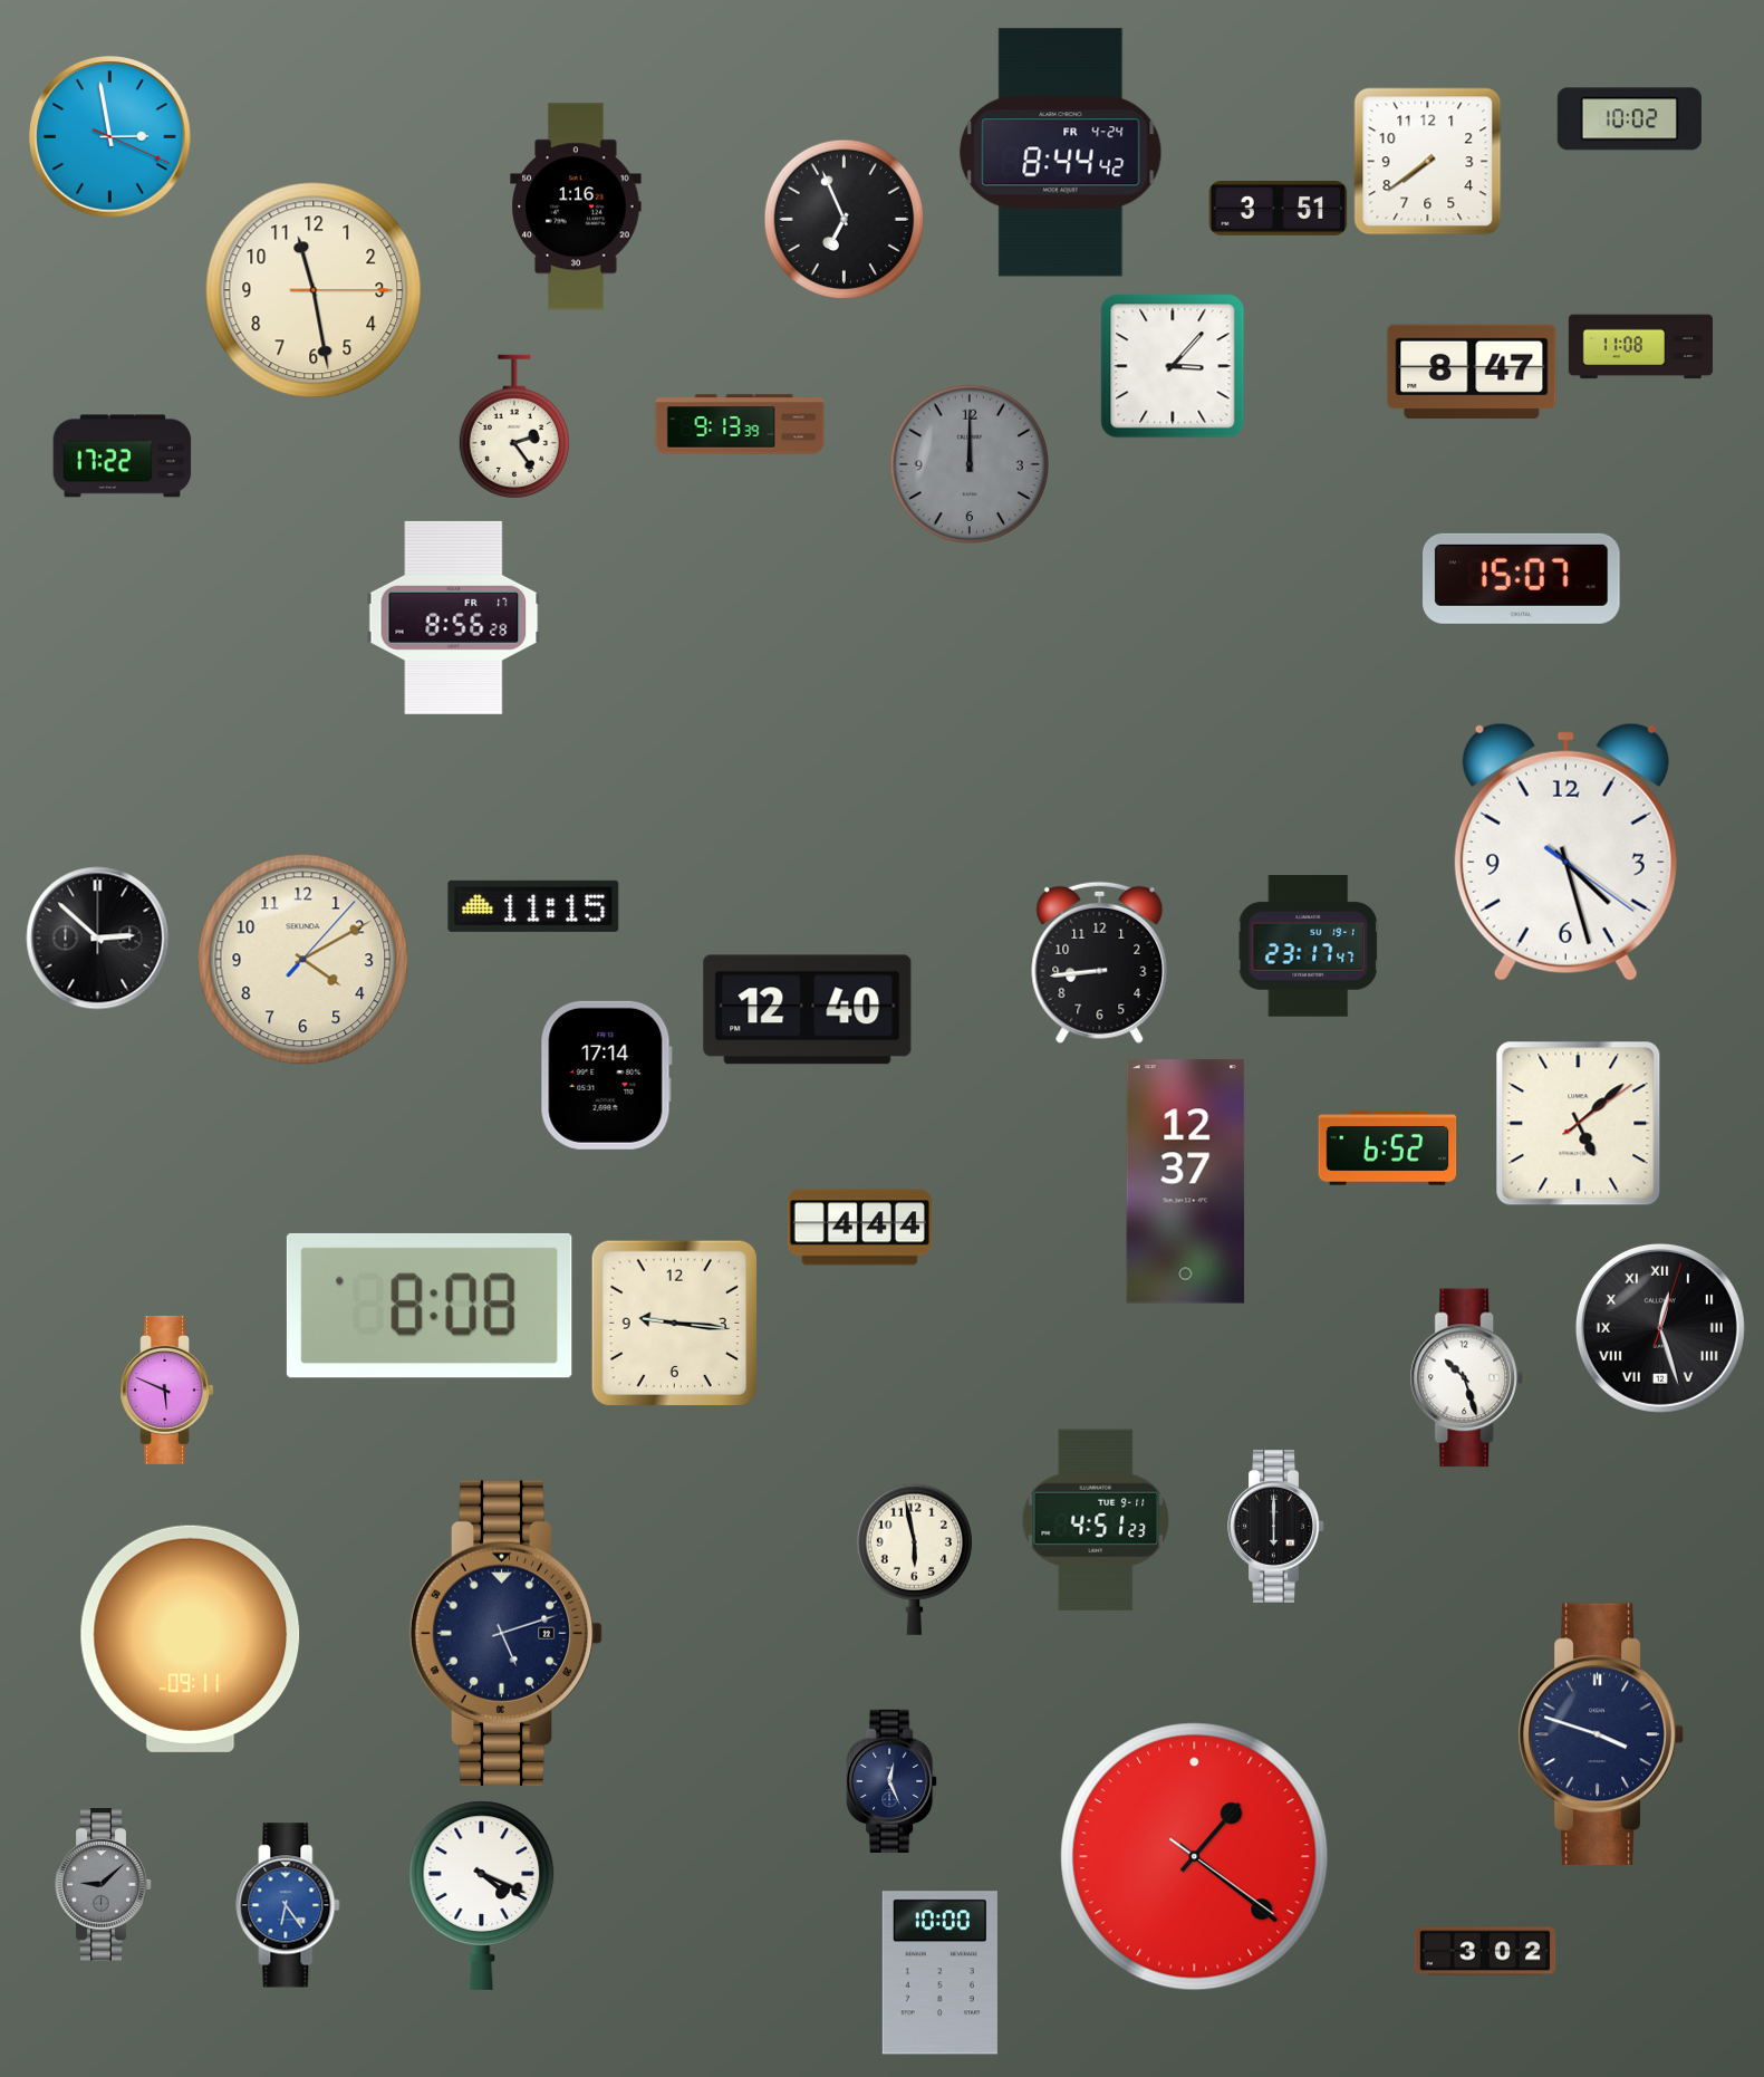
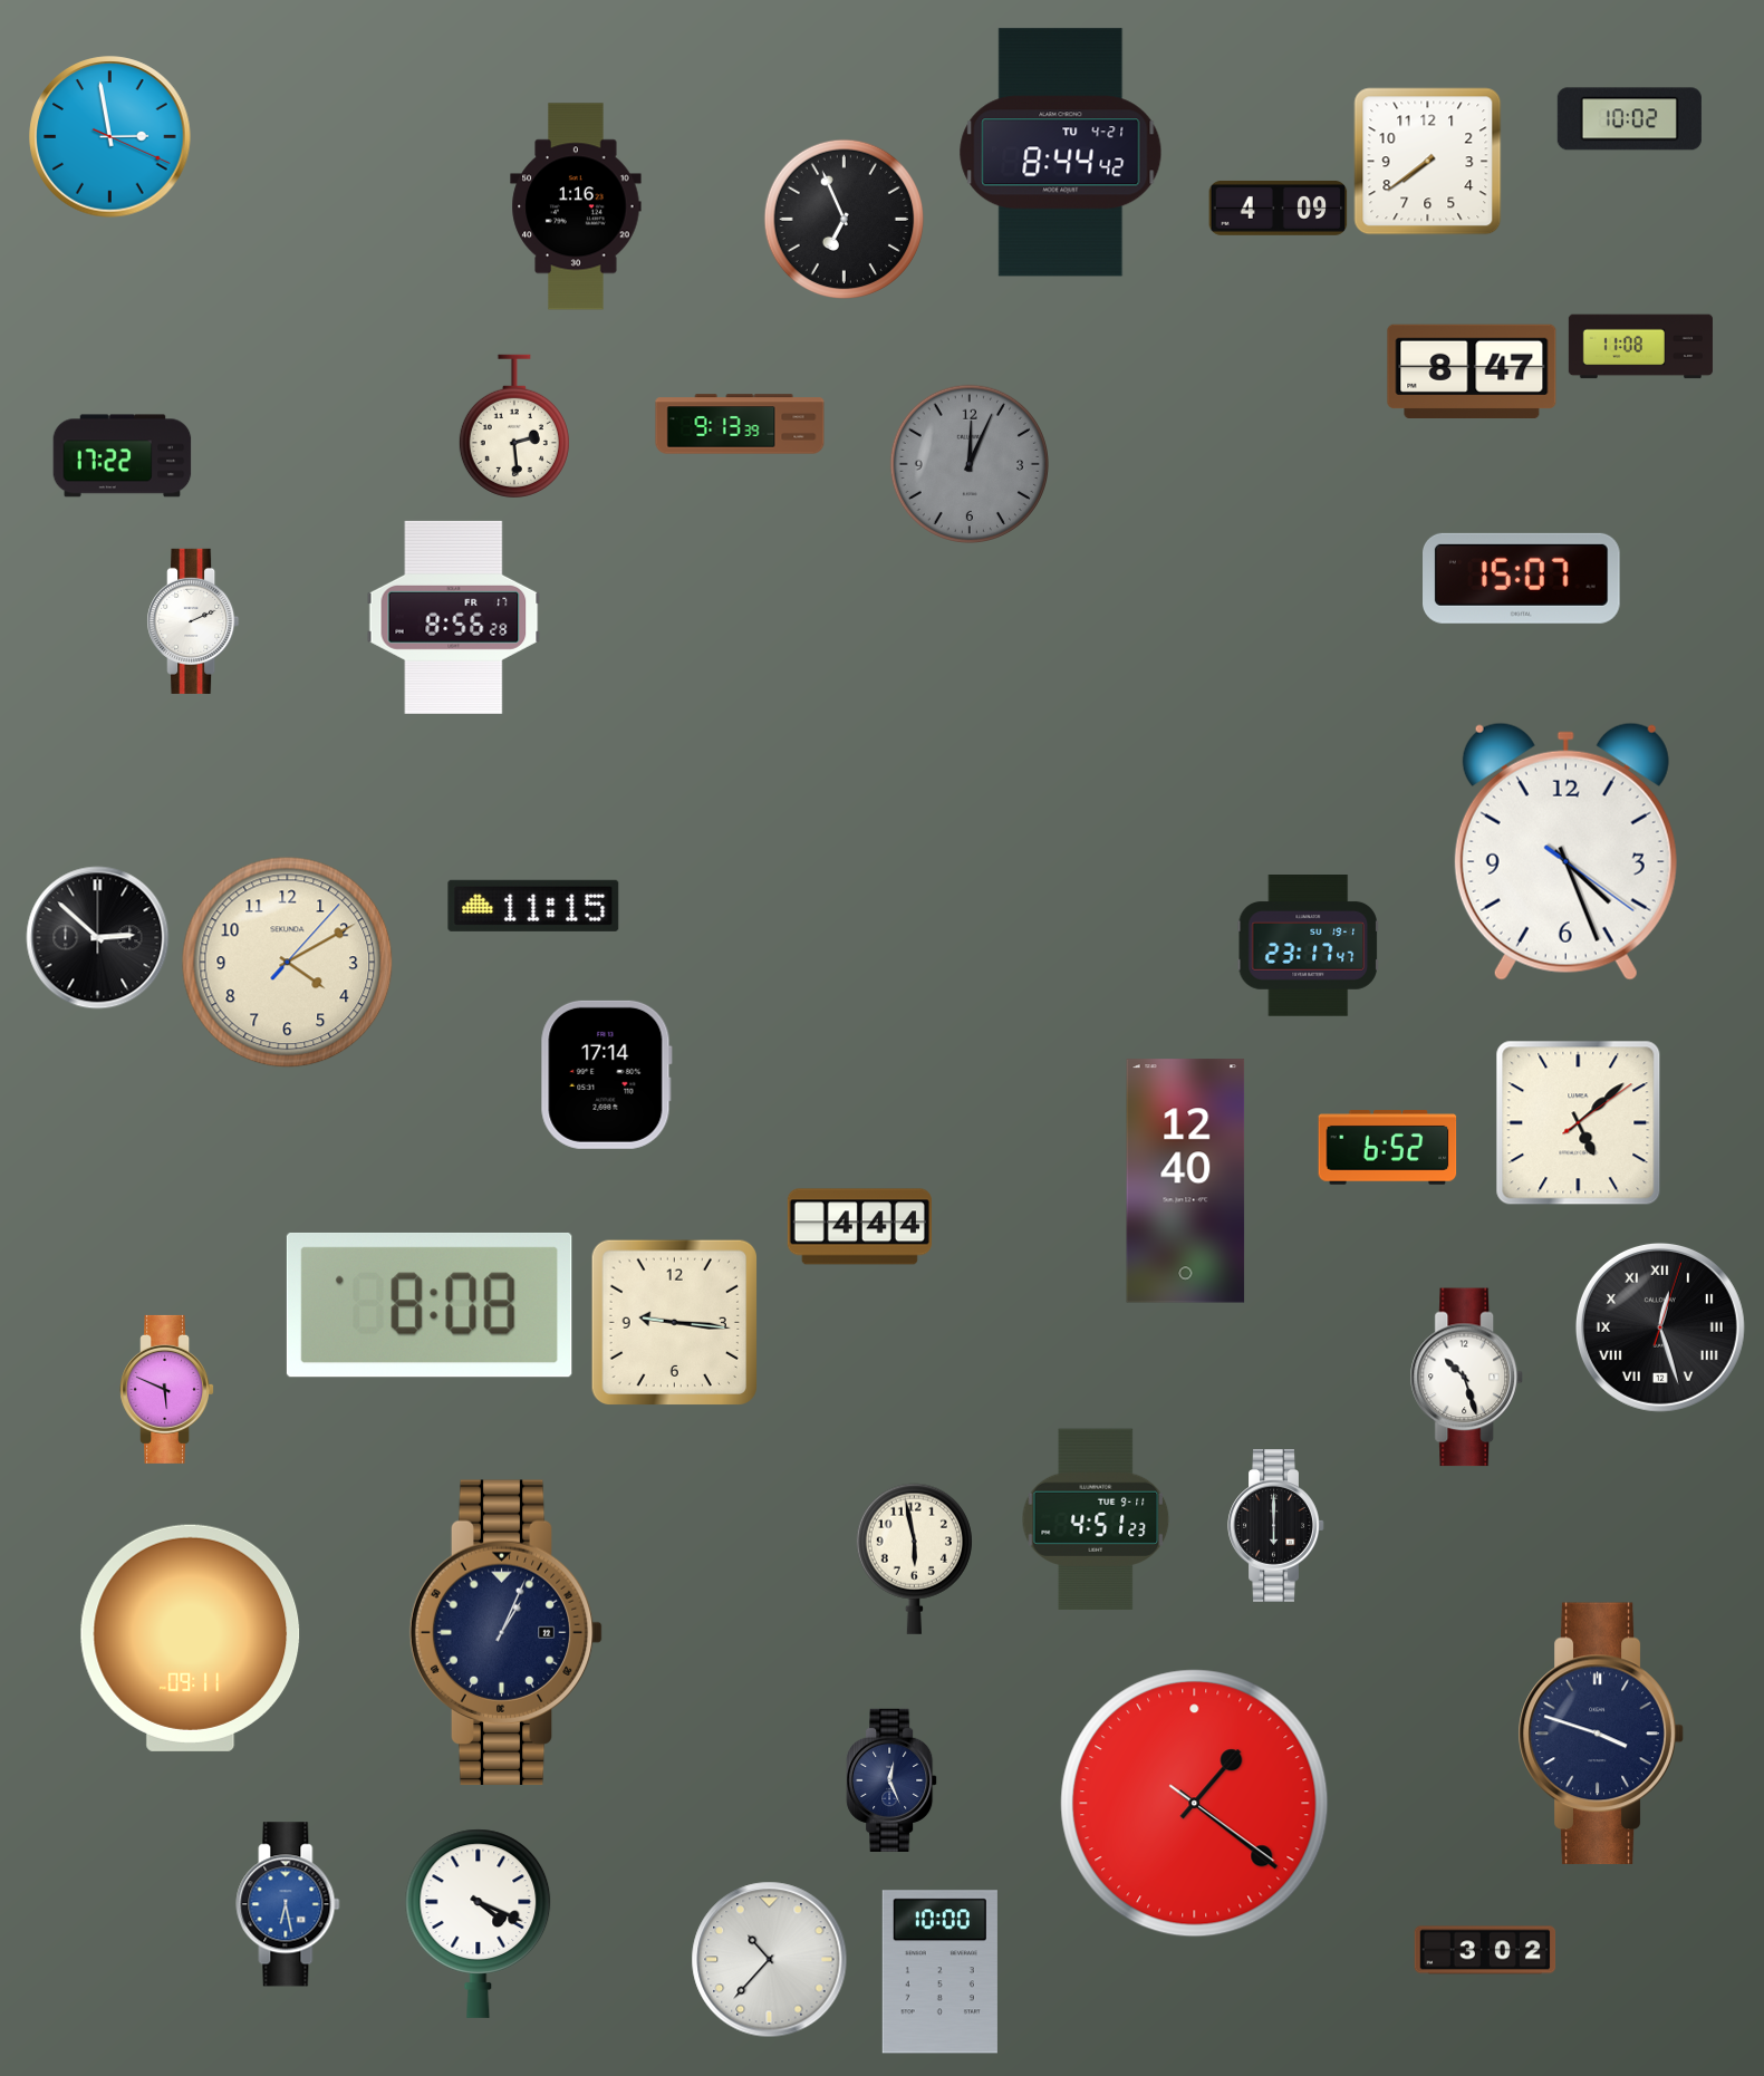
clock at (1061, 153) date: FR 4-24 -> TU 4-21
clock at (1279, 208): 3:51 -> 4:09
clock at (314, 290): 11:28 -> none
clock at (1173, 366): 3:07 -> none
clock at (514, 426): 2:24 -> 2:29
clock at (968, 463): 12:00 -> 12:04
clock at (193, 621): none -> 2:11
clock at (1565, 852): 4:27 -> 4:26
clock at (303, 960) position: (303, 960) -> (288, 963)
clock at (1100, 962): 8:44 -> none
clock at (808, 1010): 12:40 -> none
clock at (1186, 1182): 12:37 -> 12:40
clock at (507, 1633): 5:12 -> 1:04
clock at (1195, 1857) position: (1195, 1857) -> (1195, 1804)
clock at (104, 1885): 9:08 -> none
clock at (482, 1895) position: (482, 1895) -> (479, 1923)
clock at (288, 1905): 6:24 -> 6:28
clock at (770, 1960): none -> 10:37
